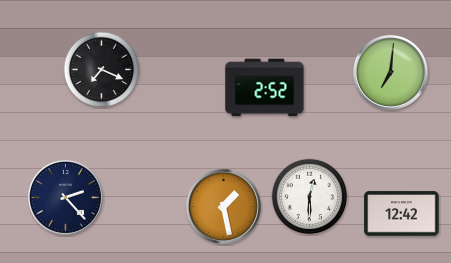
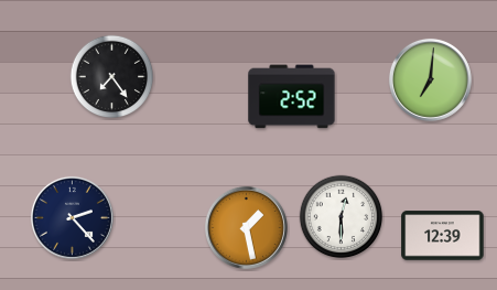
clock at (102, 70): 7:19 -> 7:24
clock at (402, 214): 12:42 -> 12:39
